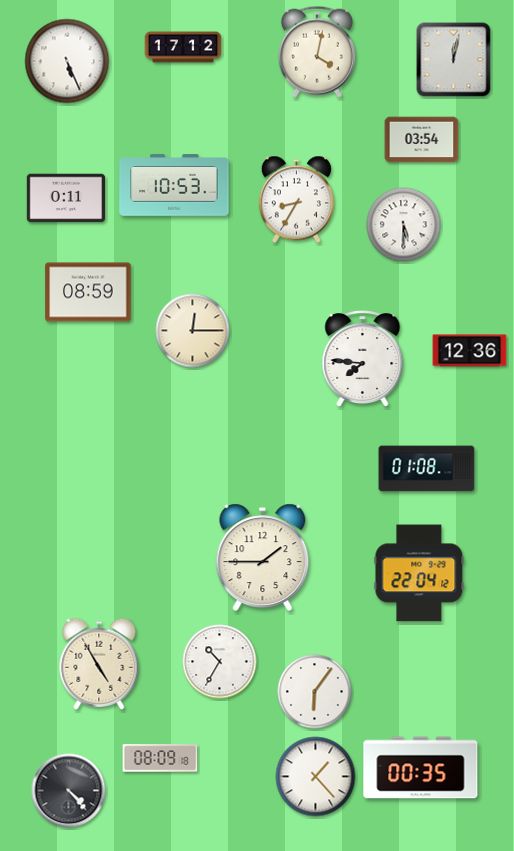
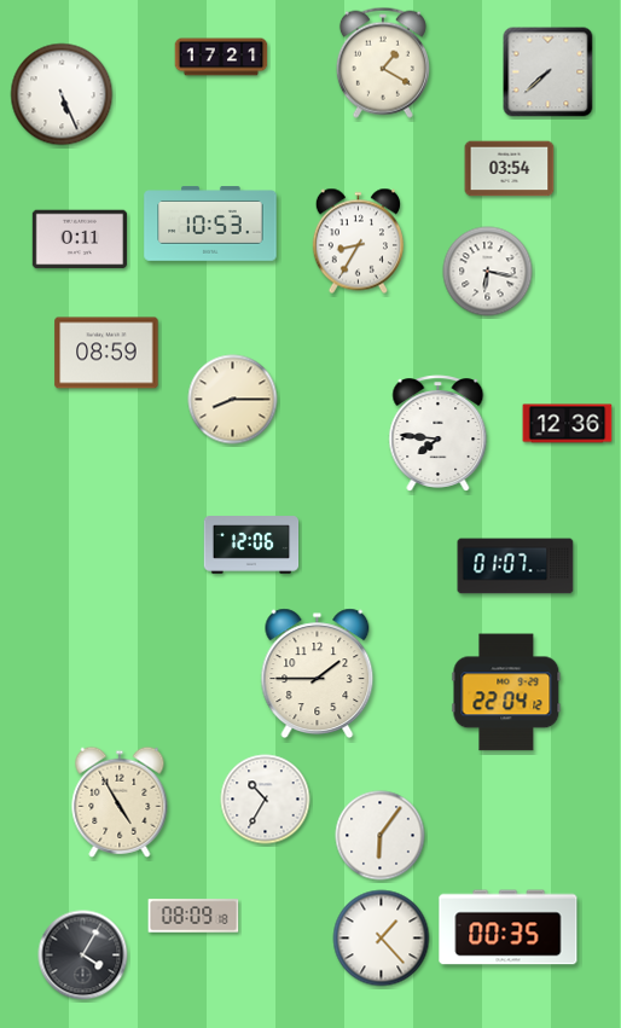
clock at (183, 47): 17:12 -> 17:21
clock at (317, 52): 4:02 -> 1:20
clock at (454, 60): 12:02 -> 7:38
clock at (67, 61) position: (67, 61) -> (62, 94)
clock at (404, 225): 5:30 -> 6:17
clock at (193, 331): 12:15 -> 8:15
clock at (251, 545): none -> 12:06
clock at (427, 469): 01:08 -> 01:07
clock at (69, 791): 4:23 -> 4:05
